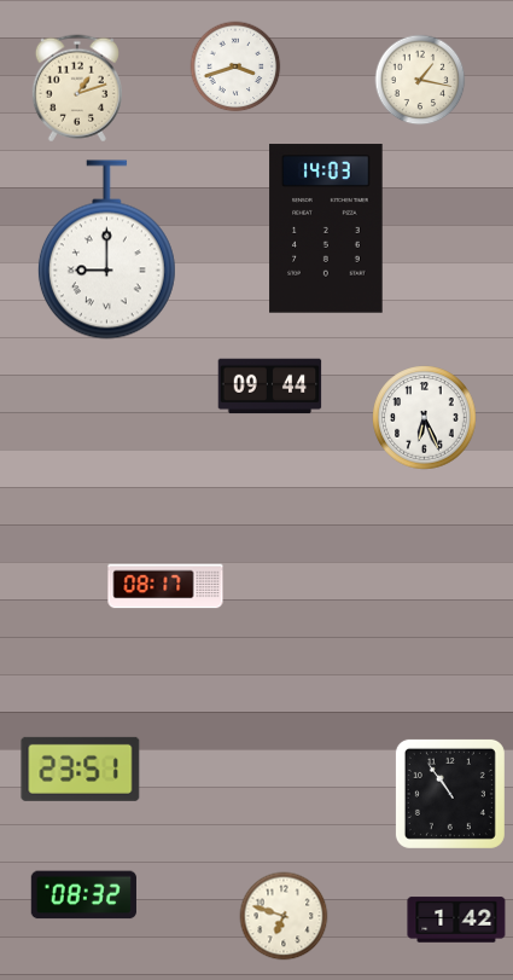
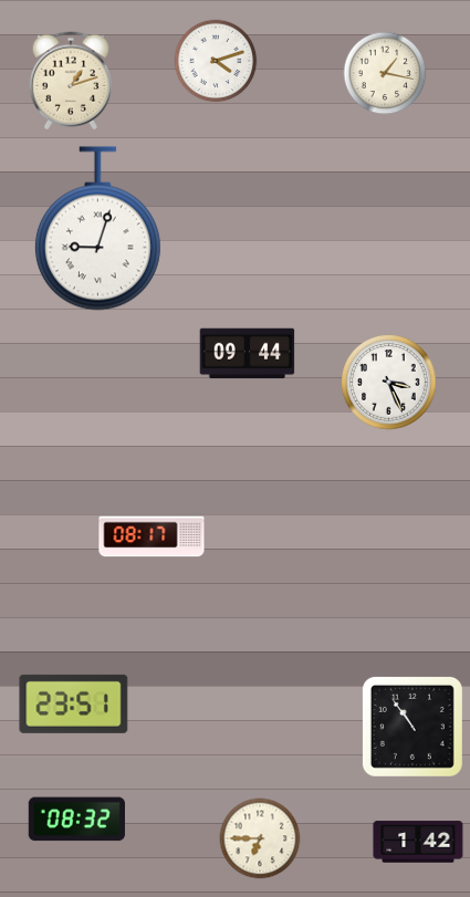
clock at (235, 66): 3:42 -> 4:12
clock at (326, 228): 14:03 -> none
clock at (106, 250): 9:00 -> 9:03
clock at (425, 418): 6:26 -> 3:26
clock at (284, 916): 6:48 -> 6:45
